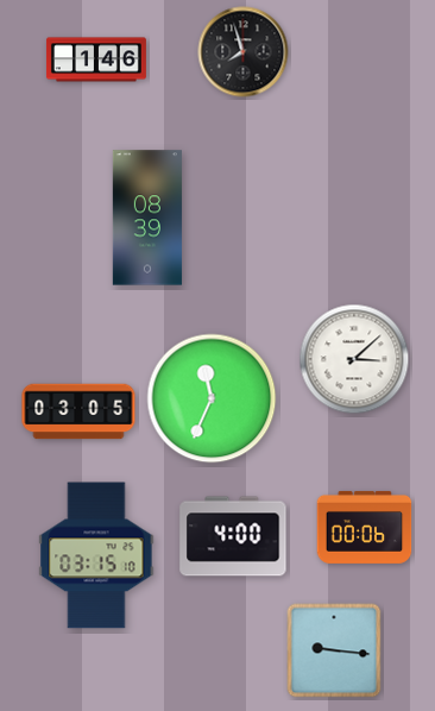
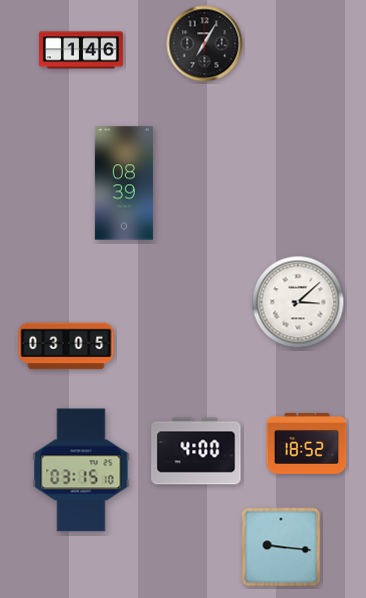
clock at (244, 52): 7:57 -> 7:05
clock at (212, 398): 11:34 -> none
clock at (365, 527): 00:06 -> 18:52
clock at (96, 555) position: (96, 555) -> (81, 470)
